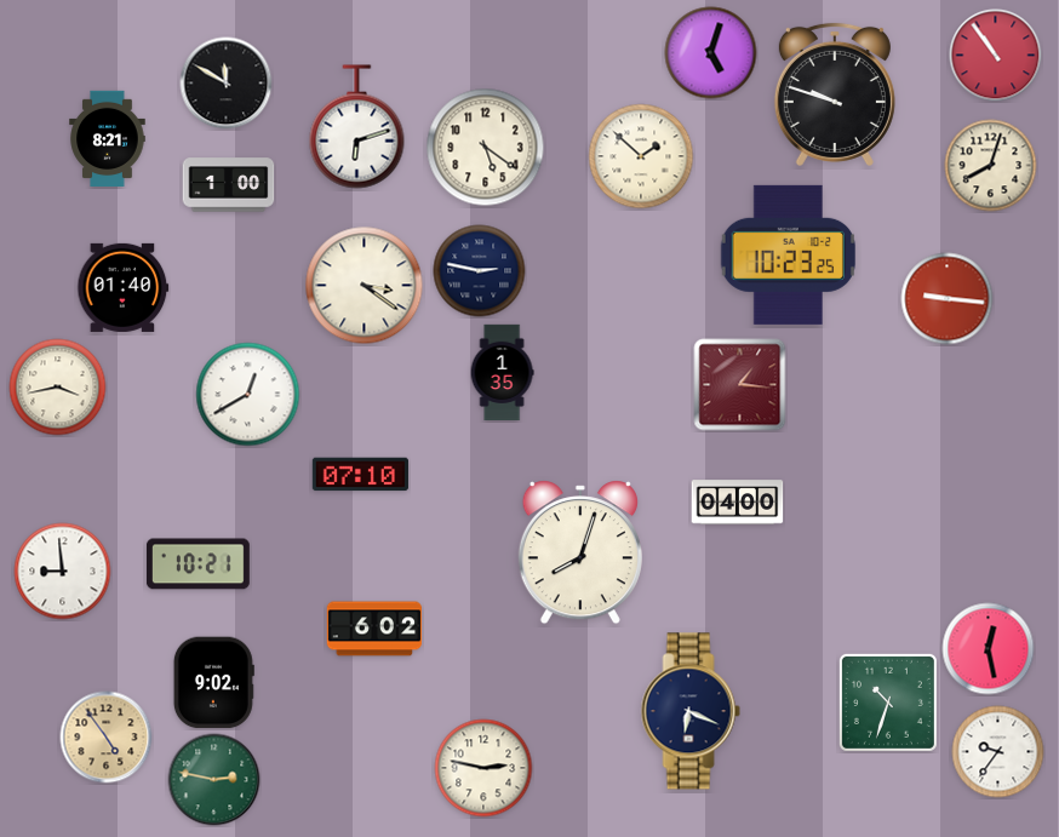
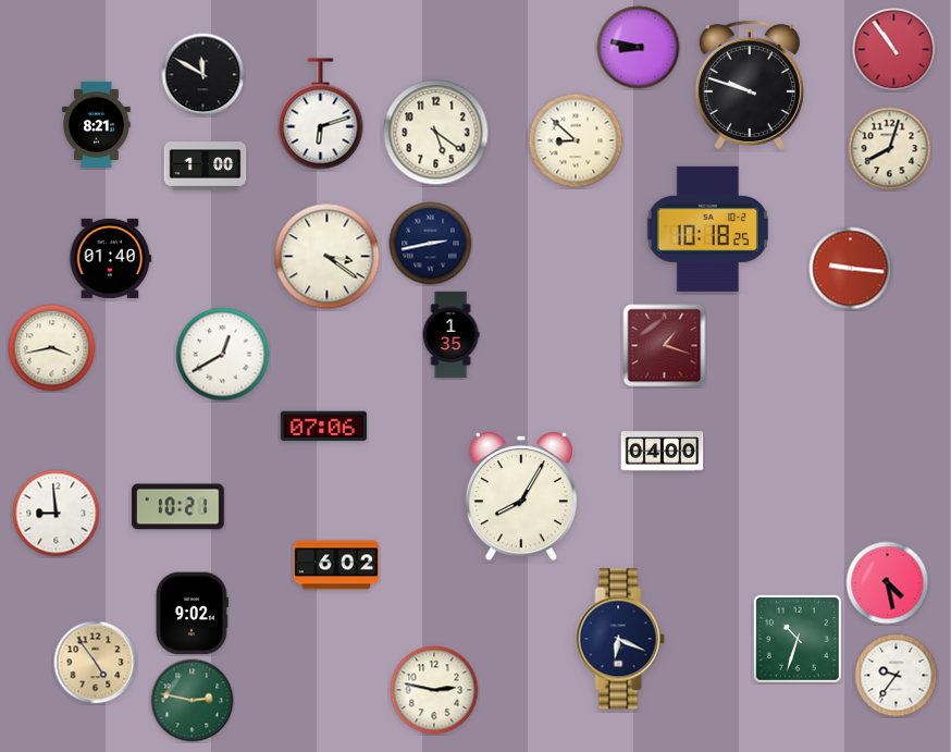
clock at (711, 53): 5:03 -> 8:47
clock at (641, 156): 1:52 -> 8:52
clock at (788, 254): 10:23 -> 10:18
clock at (480, 271): 2:47 -> 2:43
clock at (740, 385): 1:16 -> 1:18
clock at (360, 475): 07:10 -> 07:06
clock at (580, 552): 8:03 -> 8:05
clock at (989, 649): 12:28 -> 4:28
clock at (888, 703) position: (888, 703) -> (798, 639)
